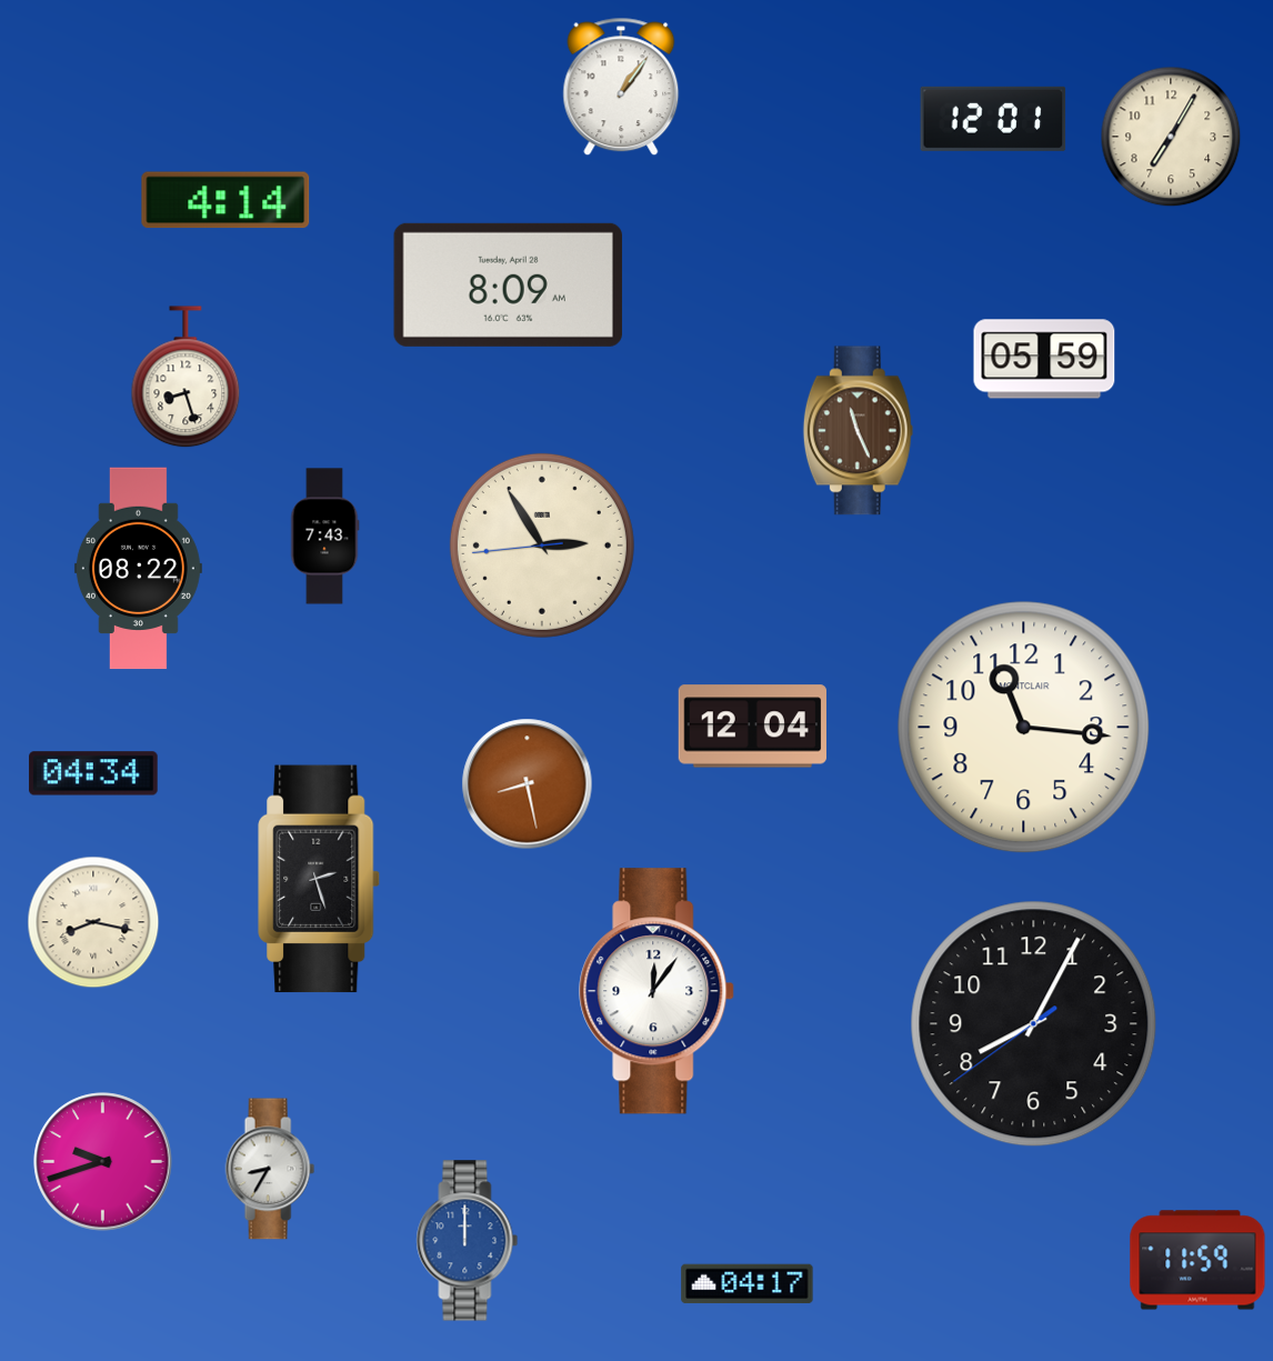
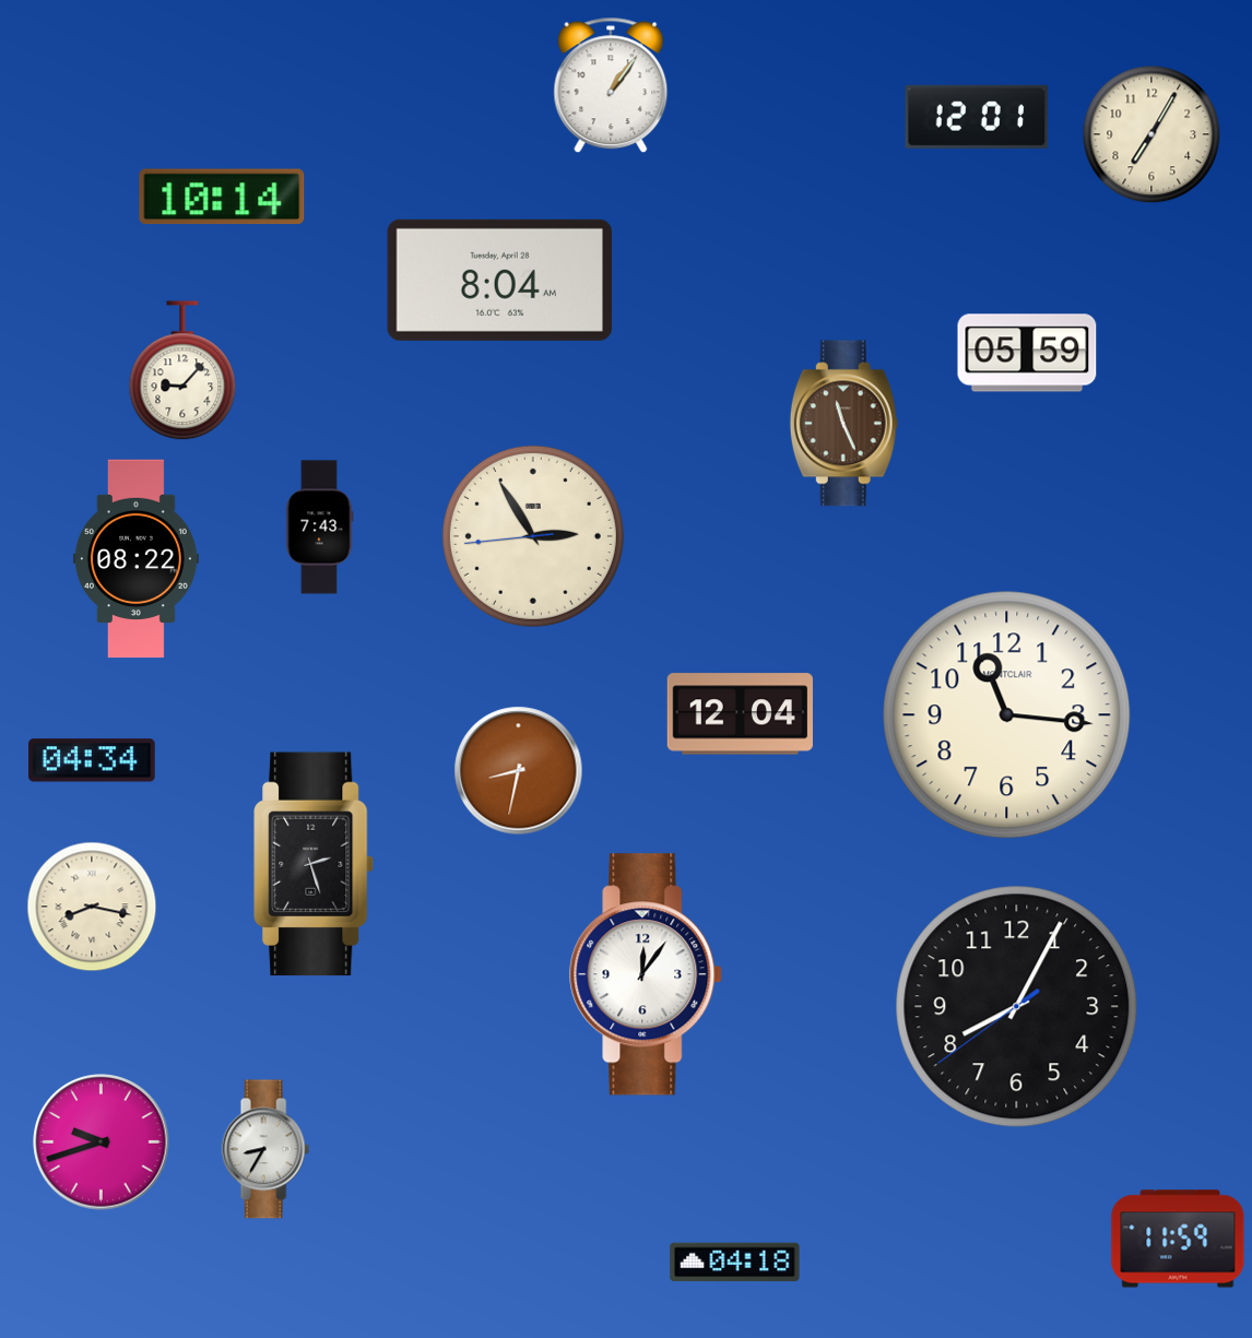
clock at (225, 200): 4:14 -> 10:14
clock at (508, 284): 8:09 -> 8:04
clock at (186, 378): 8:27 -> 9:07
clock at (528, 784): 8:28 -> 8:32
clock at (468, 1241): 12:00 -> none
clock at (748, 1284): 04:17 -> 04:18
